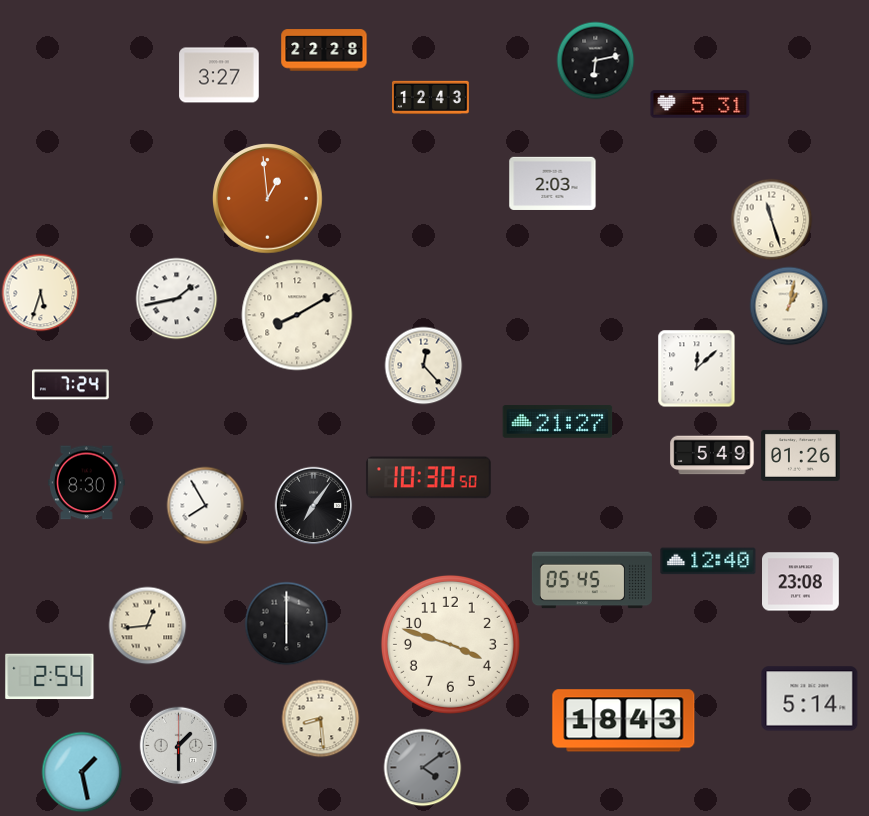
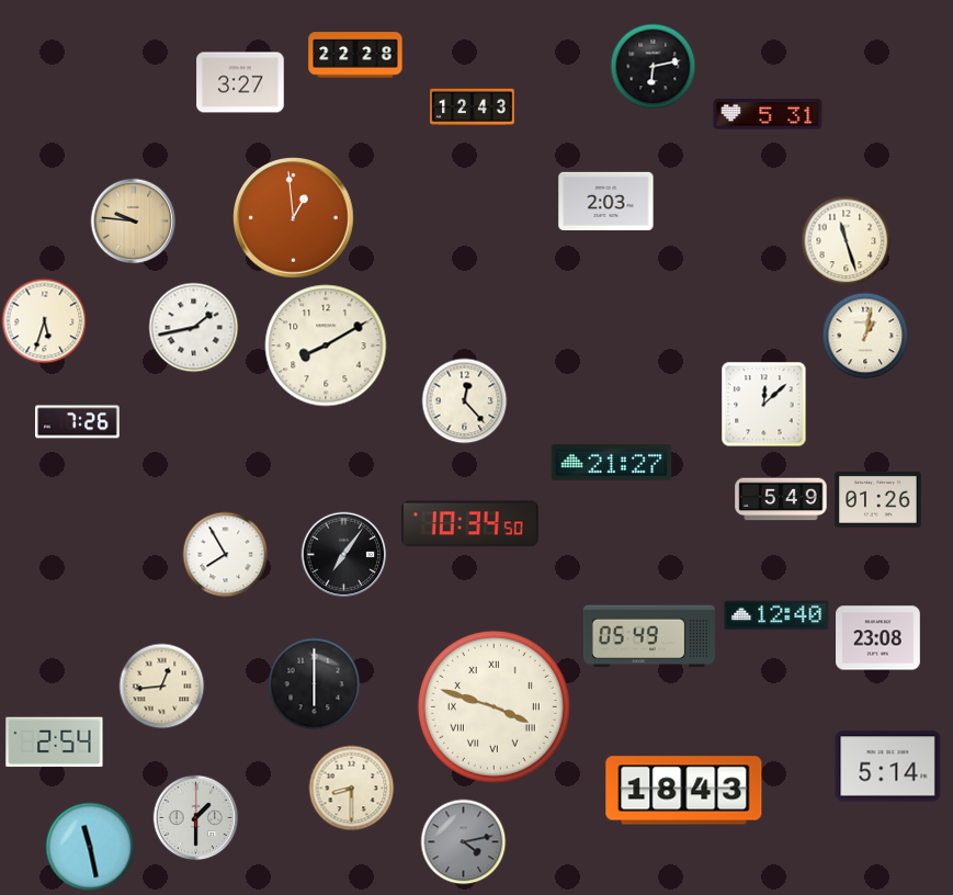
clock at (133, 220): none -> 9:46
clock at (71, 385): 7:24 -> 7:26
clock at (428, 478): 10:30 -> 10:34
clock at (87, 483): 8:30 -> none
clock at (592, 580): 05:45 -> 05:49
clock at (450, 644) numerals: Arabic -> Roman
clock at (320, 718): 8:29 -> 8:30
clock at (422, 767): 4:09 -> 4:13
clock at (82, 772): 1:28 -> 11:28
